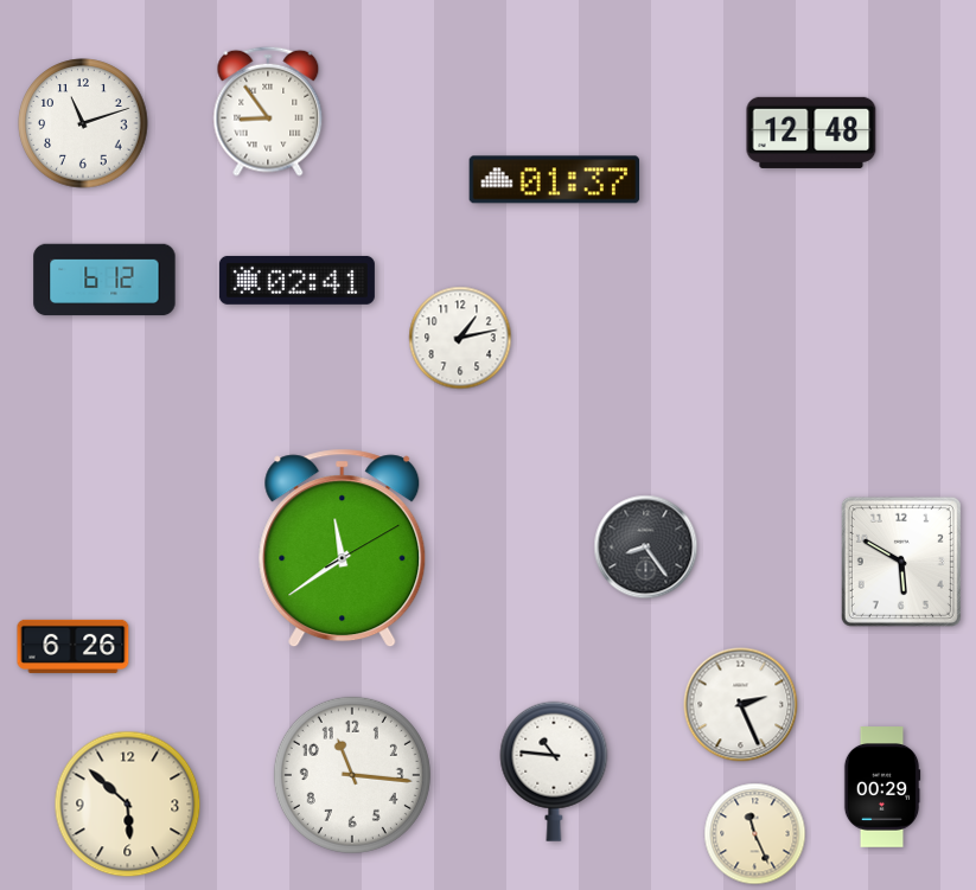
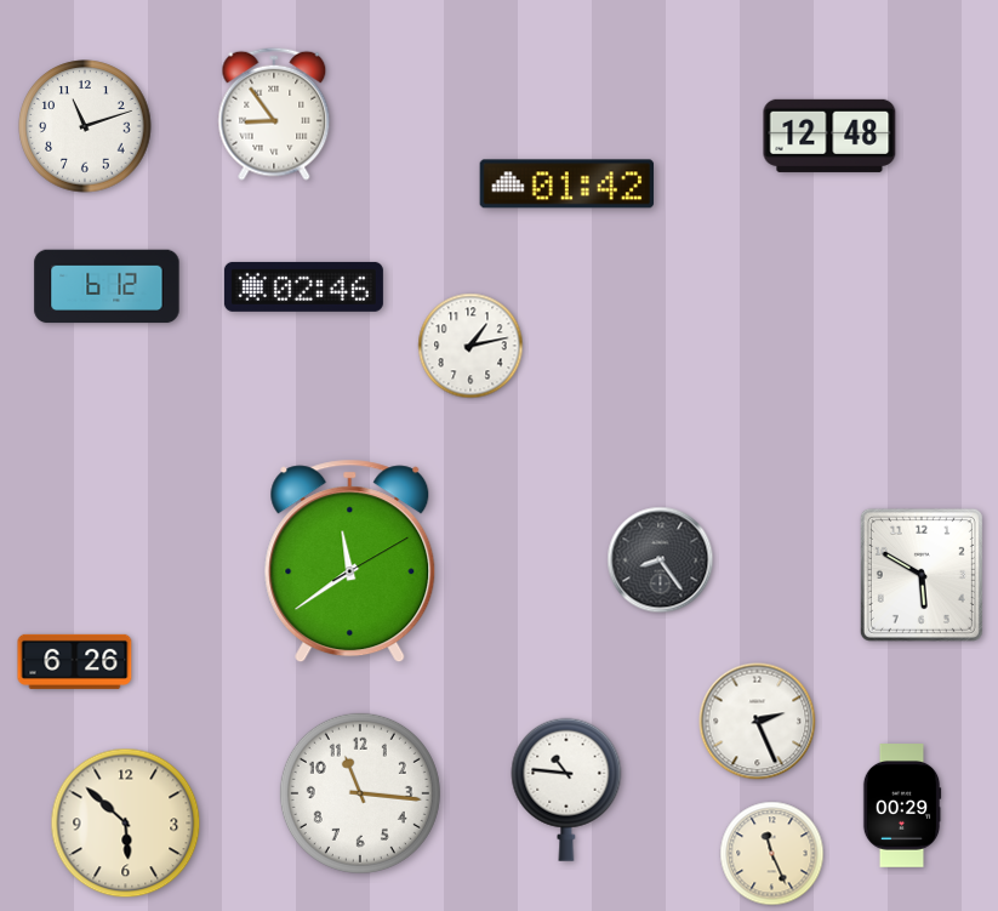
clock at (555, 180): 01:37 -> 01:42
clock at (296, 280): 02:41 -> 02:46
clock at (128, 805) position: (128, 805) -> (126, 824)
